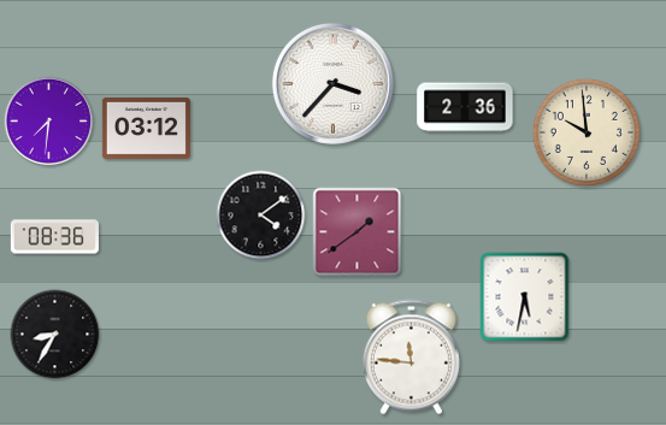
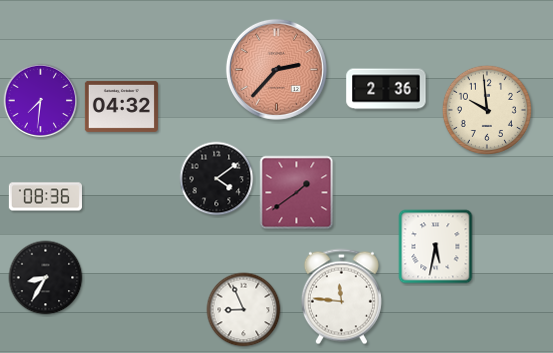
clock at (332, 83): 3:37 -> 2:37
clock at (332, 83) dial: white -> salmon
clock at (146, 128): 03:12 -> 04:32
clock at (244, 310): none -> 8:56
